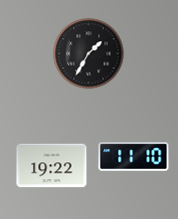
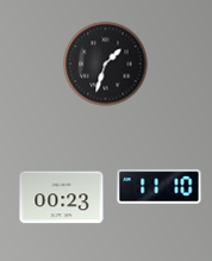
clock at (89, 54): 1:35 -> 1:33
clock at (52, 166): 19:22 -> 00:23
